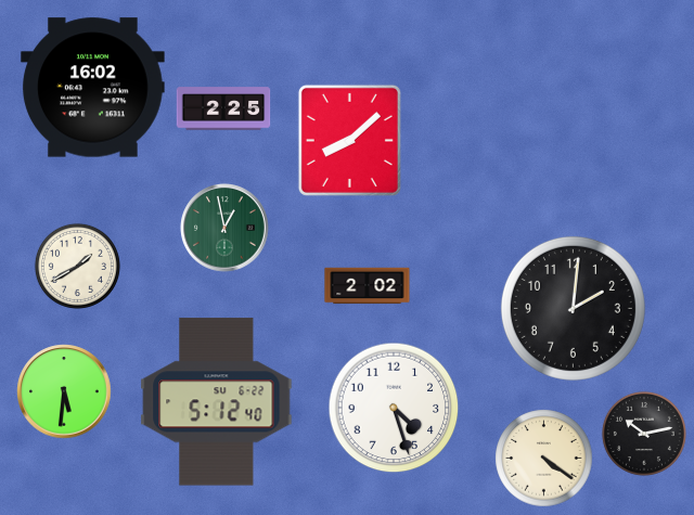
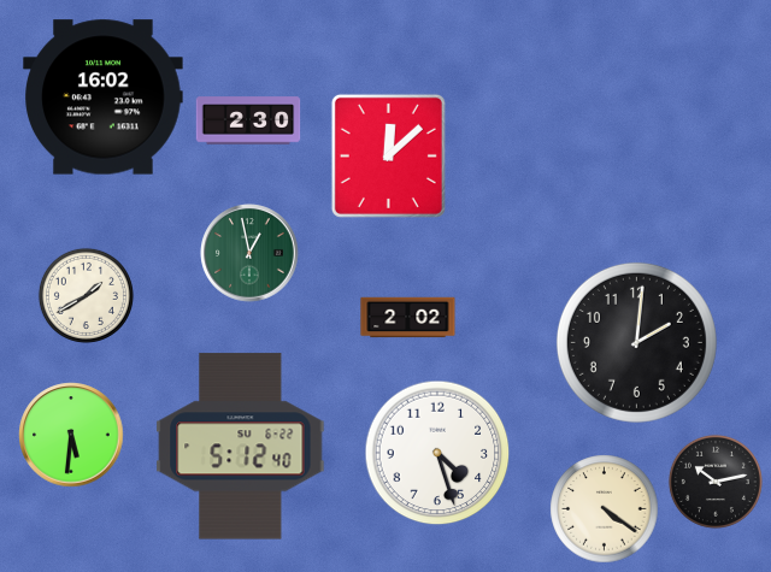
clock at (223, 108): 2:25 -> 2:30
clock at (349, 140): 8:08 -> 12:08
